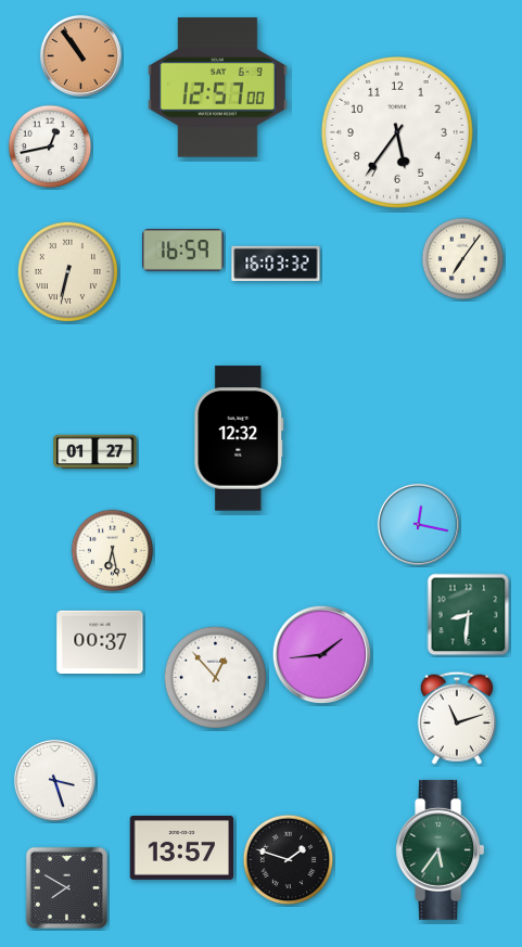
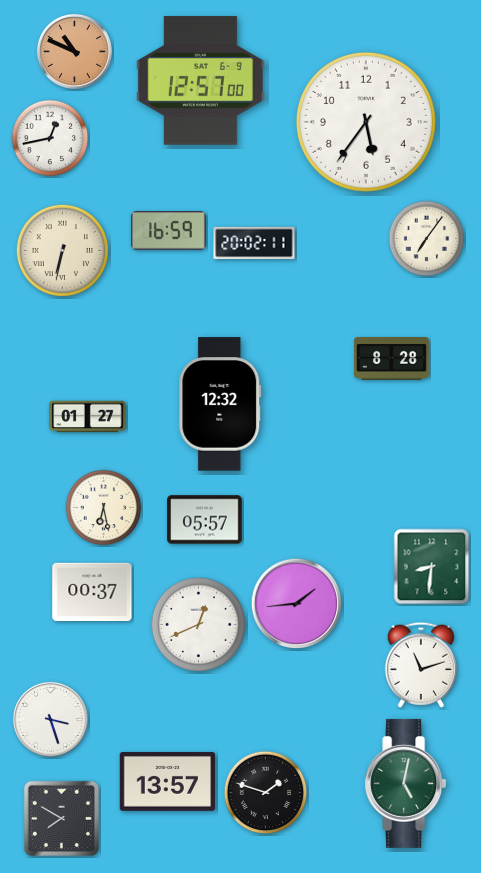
clock at (80, 55): 10:54 -> 10:49
clock at (50, 146) position: (50, 146) -> (50, 138)
clock at (276, 264): 16:03 -> 20:02
clock at (392, 359): none -> 8:28
clock at (418, 524): 12:17 -> none
clock at (205, 520): none -> 05:57
clock at (215, 677): 12:53 -> 12:41
clock at (457, 718) position: (457, 718) -> (421, 665)
clock at (441, 849): 5:36 -> 5:02
